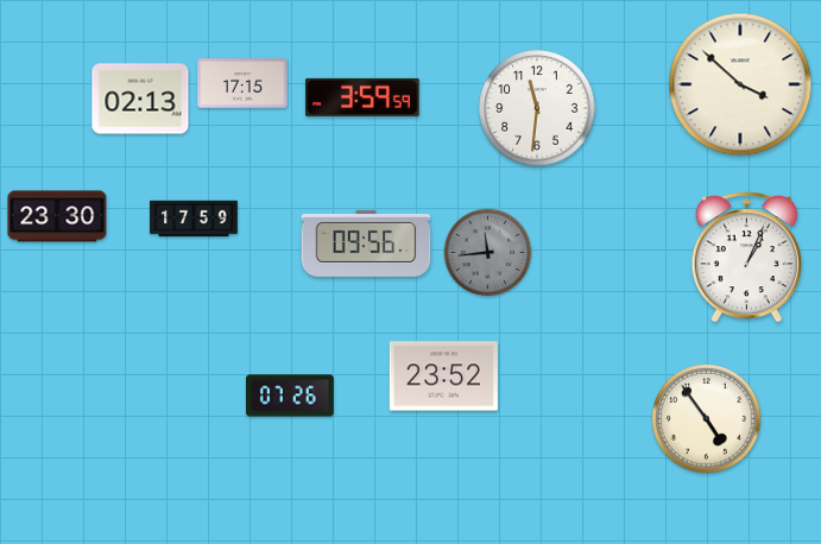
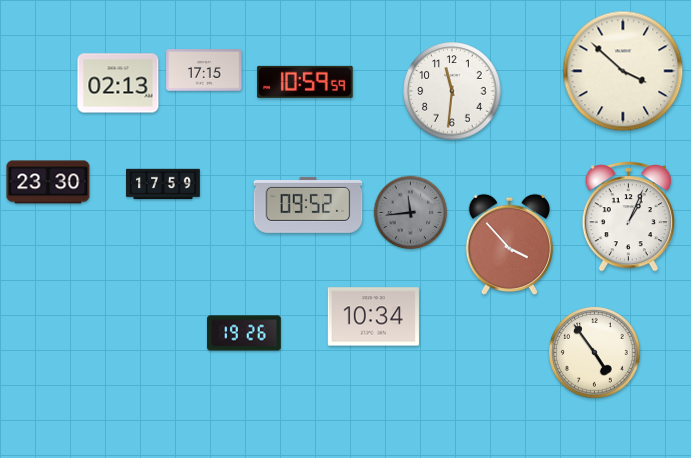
clock at (362, 97): 3:59 -> 10:59
clock at (366, 243): 09:56 -> 09:52
clock at (509, 244): none -> 3:53
clock at (443, 377): 23:52 -> 10:34
clock at (291, 396): 07:26 -> 19:26
